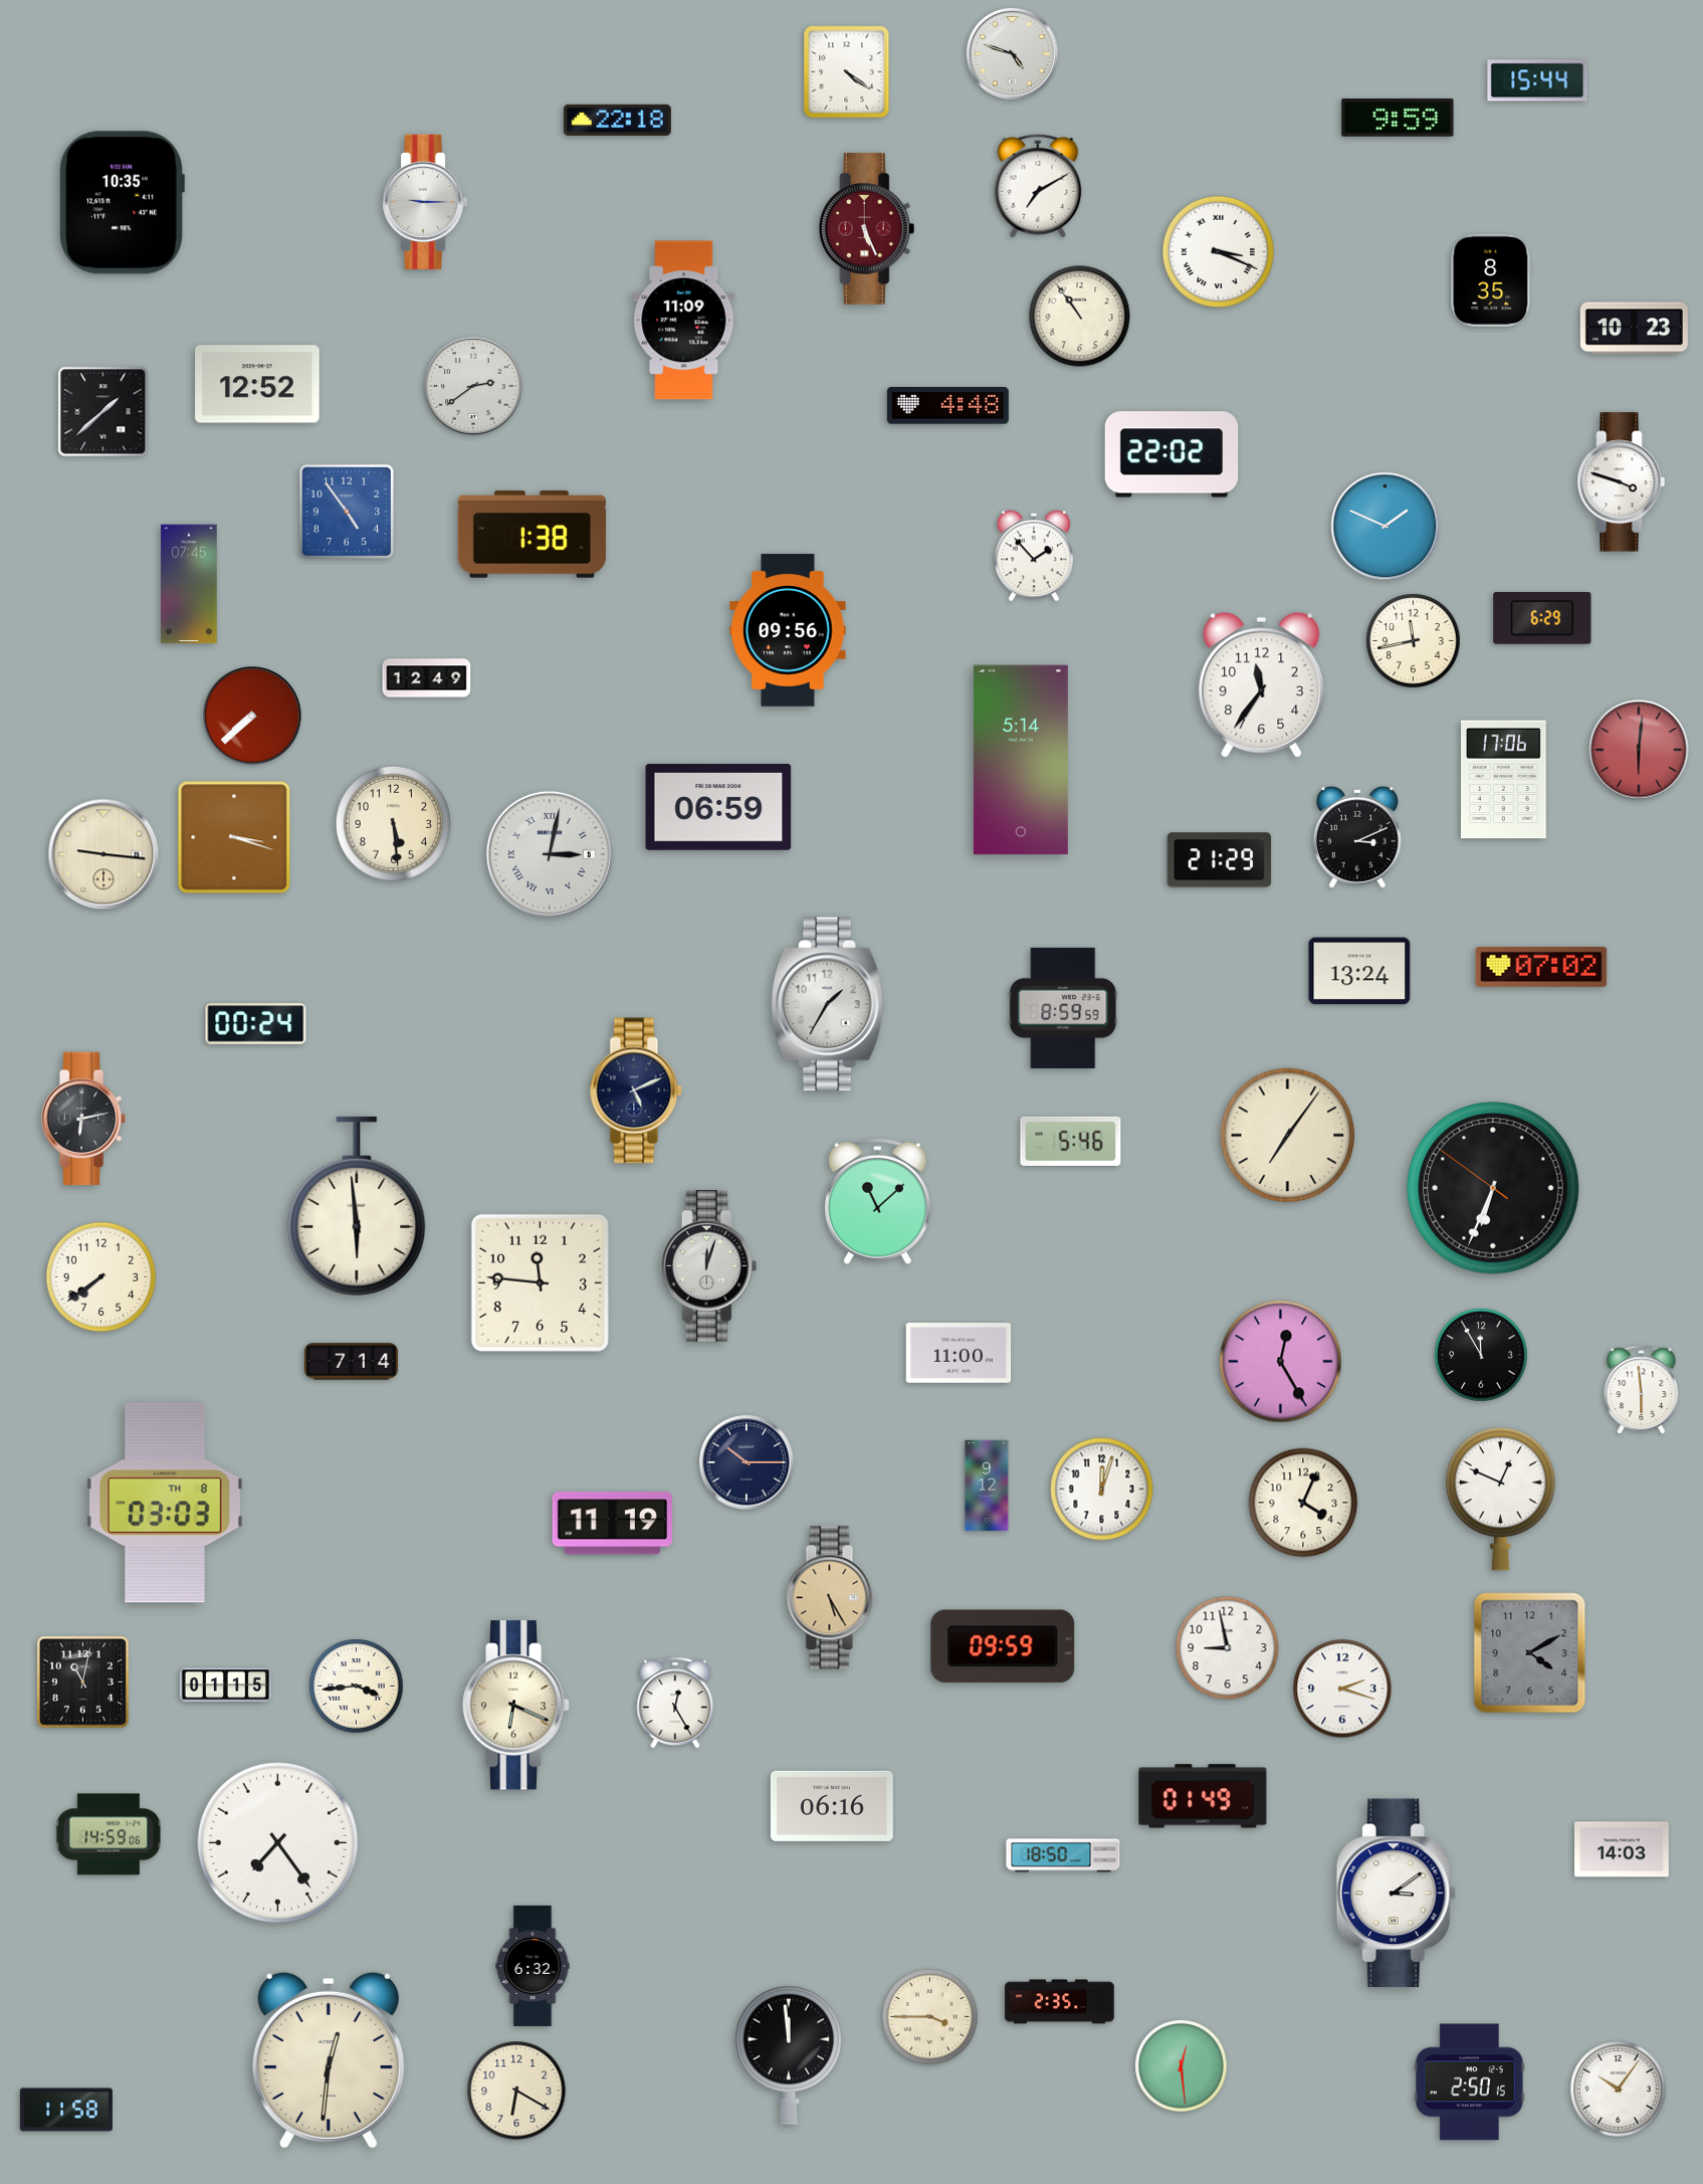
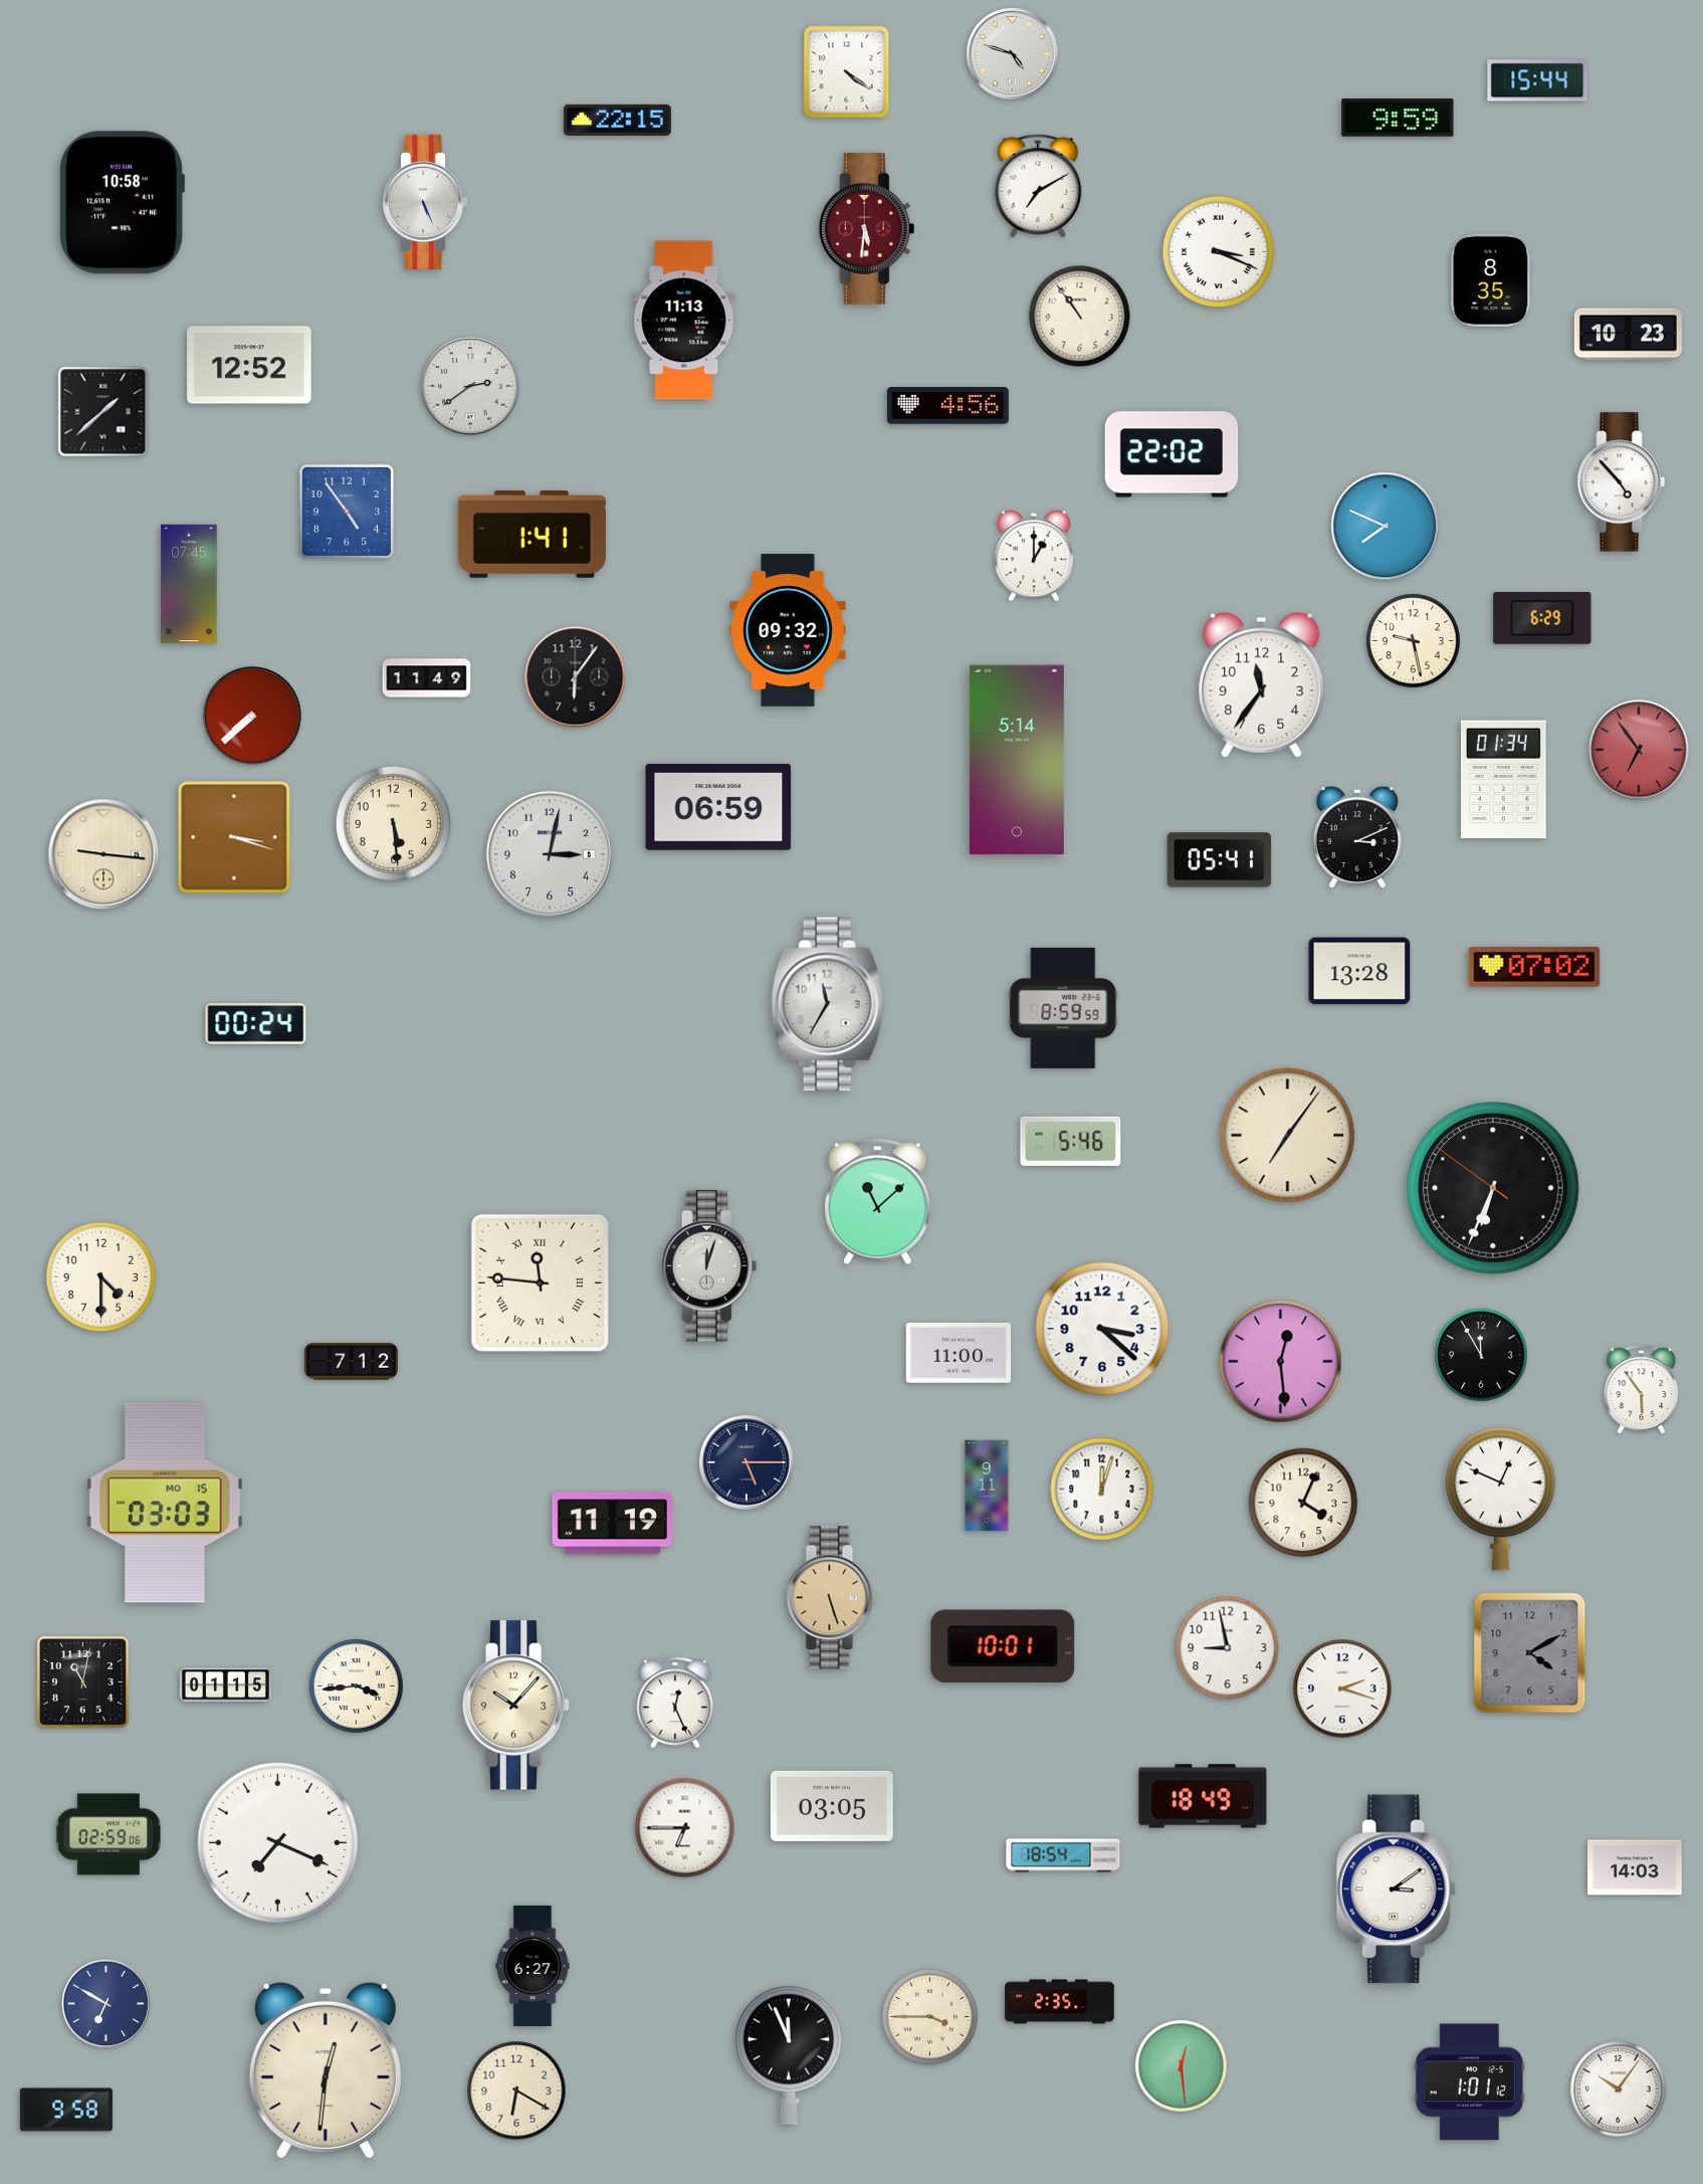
clock at (617, 120): 22:18 -> 22:15
clock at (426, 202): 9:15 -> 5:26
clock at (122, 203): 10:35 -> 10:58
clock at (867, 228): 5:26 -> 5:31
clock at (684, 321): 11:09 -> 11:13
clock at (1634, 329) position: (1634, 329) -> (1628, 335)
clock at (257, 384) position: (257, 384) -> (249, 365)
clock at (473, 386) position: (473, 386) -> (470, 386)
clock at (947, 406): 4:48 -> 4:56
clock at (1622, 482): 3:48 -> 4:53
clock at (1386, 527): 1:49 -> 7:49
clock at (531, 535): 1:38 -> 1:41
clock at (1034, 556): 1:53 -> 1:00
clock at (788, 630): 09:56 -> 09:32
clock at (1414, 641): 11:43 -> 9:28
clock at (576, 677): none -> 6:06
clock at (427, 678): 12:49 -> 11:49
clock at (1639, 750): 6:01 -> 6:54
clock at (1021, 760) position: (1021, 760) -> (1017, 760)
clock at (1504, 780): 17:06 -> 01:34
clock at (550, 854) numerals: Roman -> Arabic
clock at (1220, 860): 21:29 -> 05:41
clock at (1541, 967) position: (1541, 967) -> (1534, 967)
clock at (1359, 971): 13:24 -> 13:28
clock at (828, 1004): 1:35 -> 11:35
clock at (636, 1090): 5:11 -> none
clock at (83, 1119): 6:13 -> none
clock at (357, 1206): 5:59 -> none
clock at (101, 1277): 7:39 -> 4:30
clock at (540, 1282) numerals: Arabic -> Roman
clock at (1102, 1329): none -> 3:22
clock at (351, 1362): 7:14 -> 7:12
clock at (1281, 1362): 12:25 -> 12:29
clock at (1642, 1390): 5:59 -> 5:54
clock at (747, 1462): 10:15 -> 5:15
clock at (987, 1485): 9:12 -> 9:11
clock at (165, 1503) date: TH 8 -> MO 15
clock at (832, 1598): 5:25 -> 5:27
clock at (1003, 1646): 09:59 -> 10:01
clock at (675, 1703): 12:25 -> 12:26
clock at (516, 1706): 6:19 -> 10:07
clock at (1203, 1796): 01:49 -> 18:49
clock at (832, 1806): 06:16 -> 03:05
clock at (685, 1828): none -> 6:45
clock at (109, 1834): 14:59 -> 02:59
clock at (278, 1843): 7:24 -> 7:19
clock at (1623, 1849) position: (1623, 1849) -> (1636, 1867)
clock at (1063, 1855): 18:50 -> 18:54
clock at (1396, 1894) position: (1396, 1894) -> (1396, 1890)
clock at (533, 1966): 6:32 -> 6:27
clock at (105, 2003): none -> 6:50
clock at (789, 2055): 11:59 -> 11:56
clock at (329, 2060) position: (329, 2060) -> (326, 2070)
clock at (1469, 2082): 2:50 -> 1:01
clock at (66, 2110): 11:58 -> 9:58
